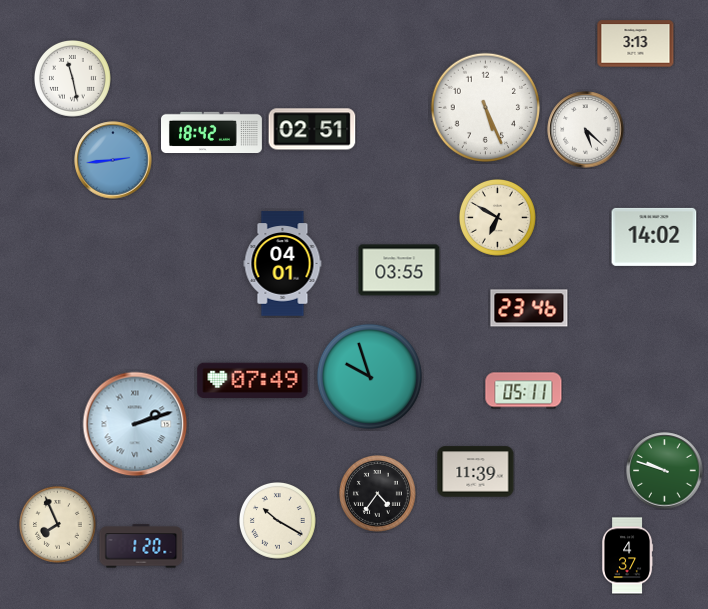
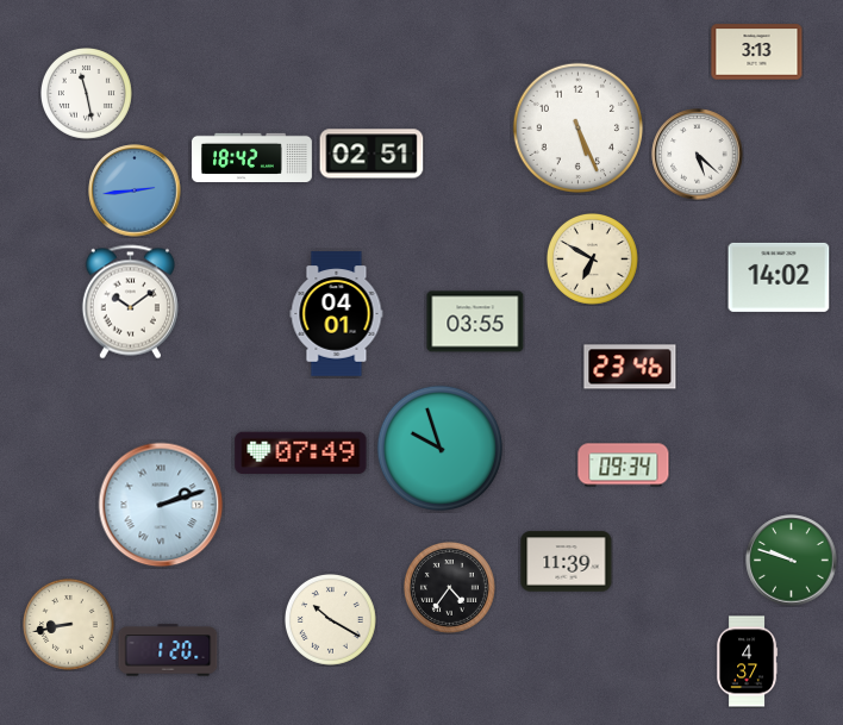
clock at (654, 237) position: (654, 237) -> (779, 277)
clock at (130, 302): none -> 10:09
clock at (524, 391): 05:11 -> 09:34
clock at (58, 525): 7:56 -> 8:43
